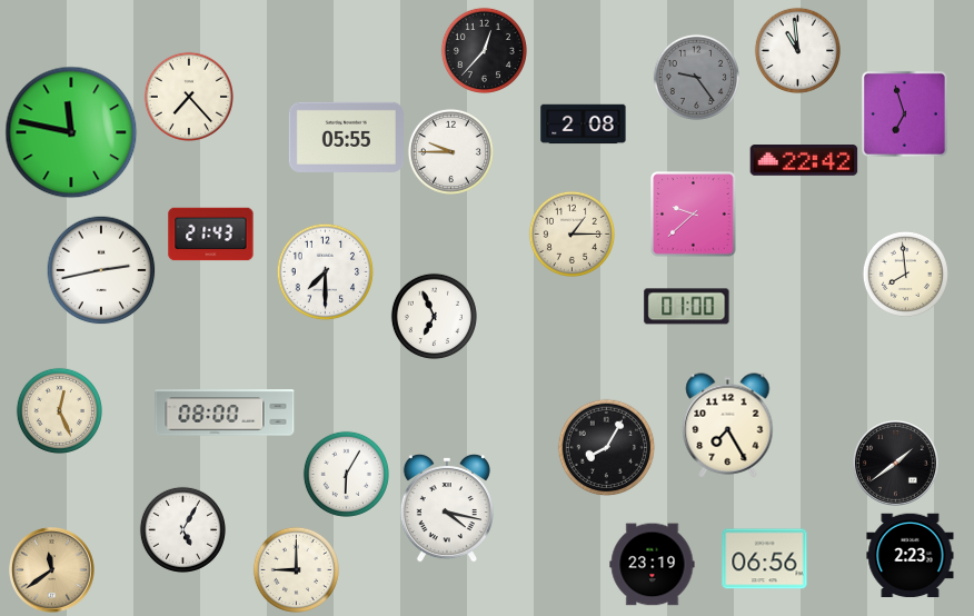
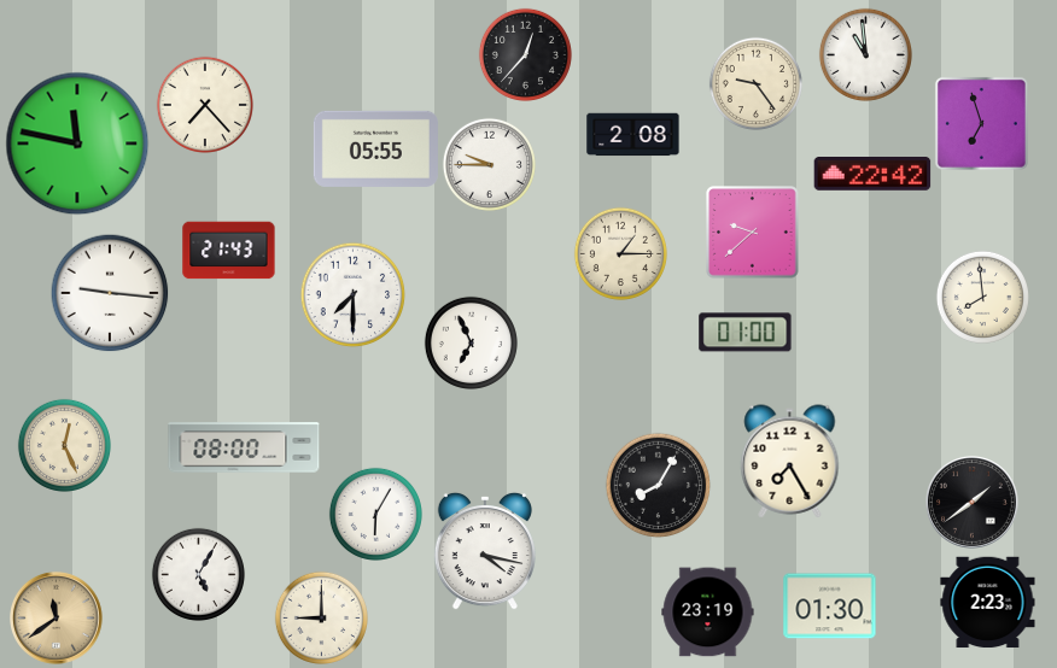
clock at (696, 77) dial: grey -> cream
clock at (211, 235) position: (211, 235) -> (229, 251)
clock at (101, 270): 2:43 -> 9:16
clock at (765, 559): 06:56 -> 01:30
